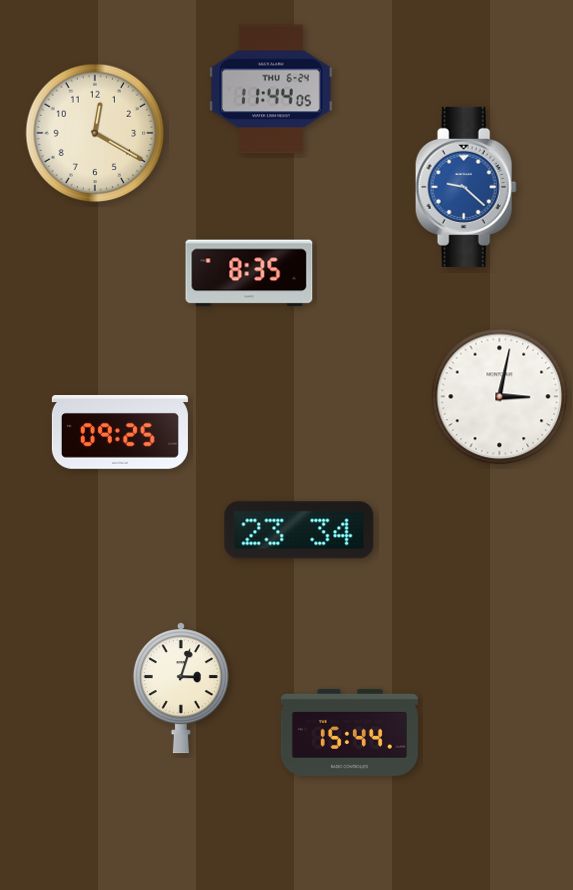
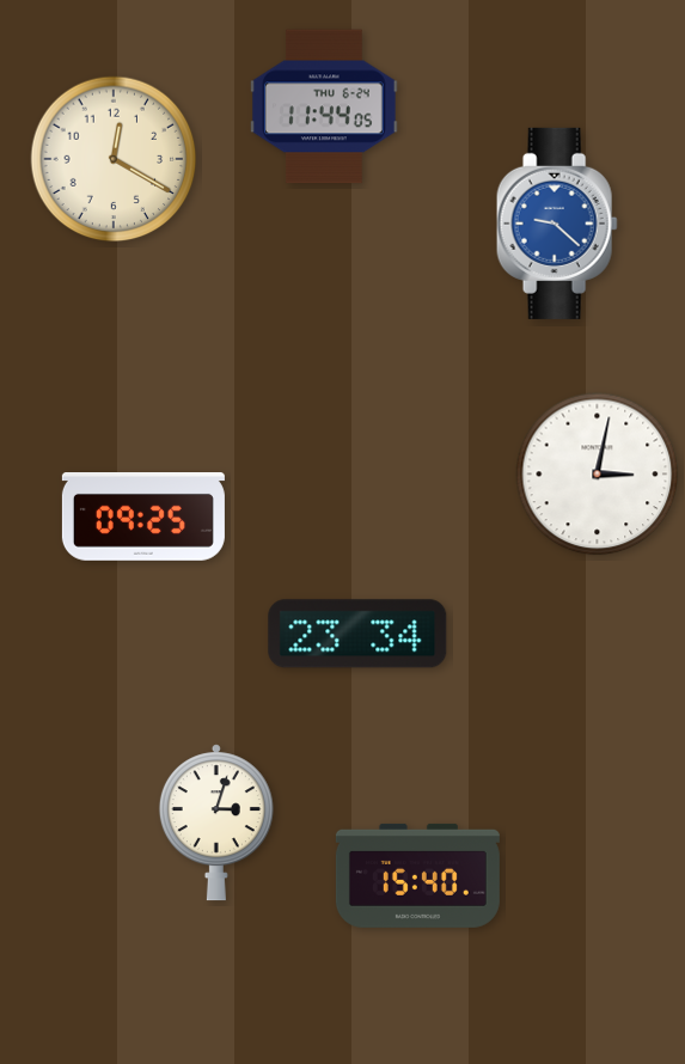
clock at (249, 273): 8:35 -> none
clock at (349, 732): 15:44 -> 15:40
